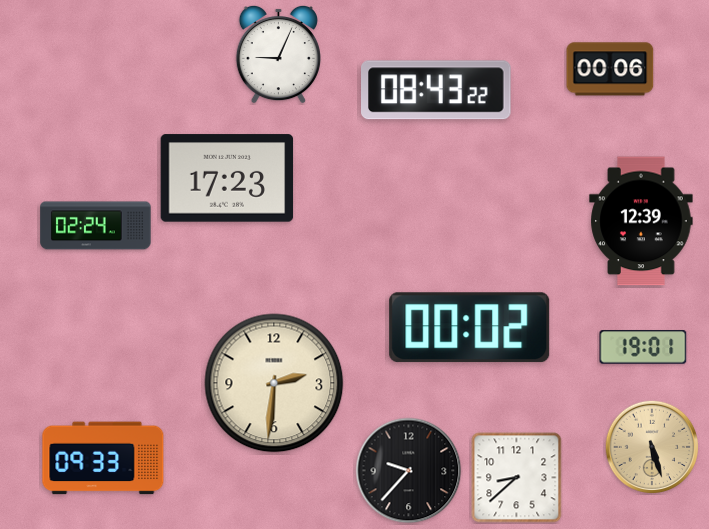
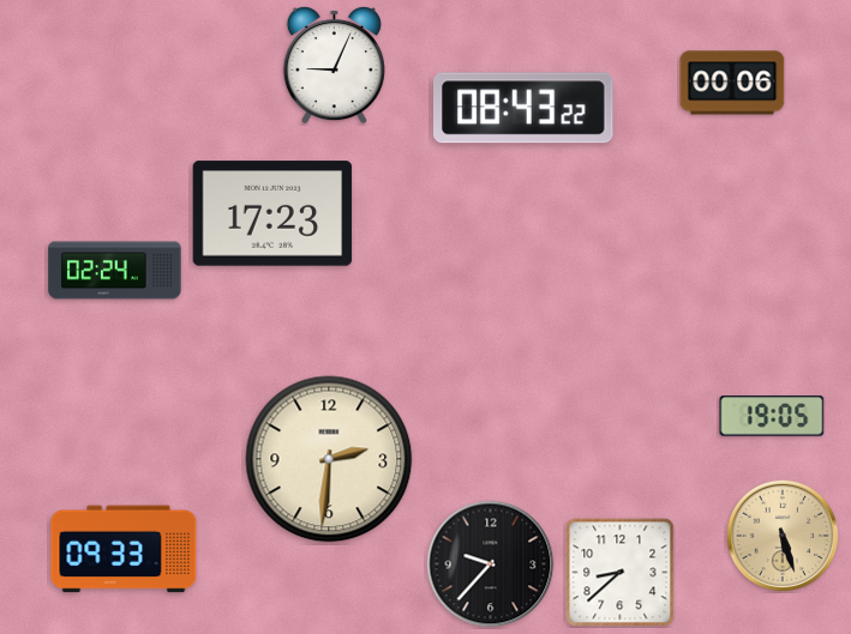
clock at (641, 221): 12:39 -> none
clock at (470, 328): 00:02 -> none
clock at (643, 347): 19:01 -> 19:05
